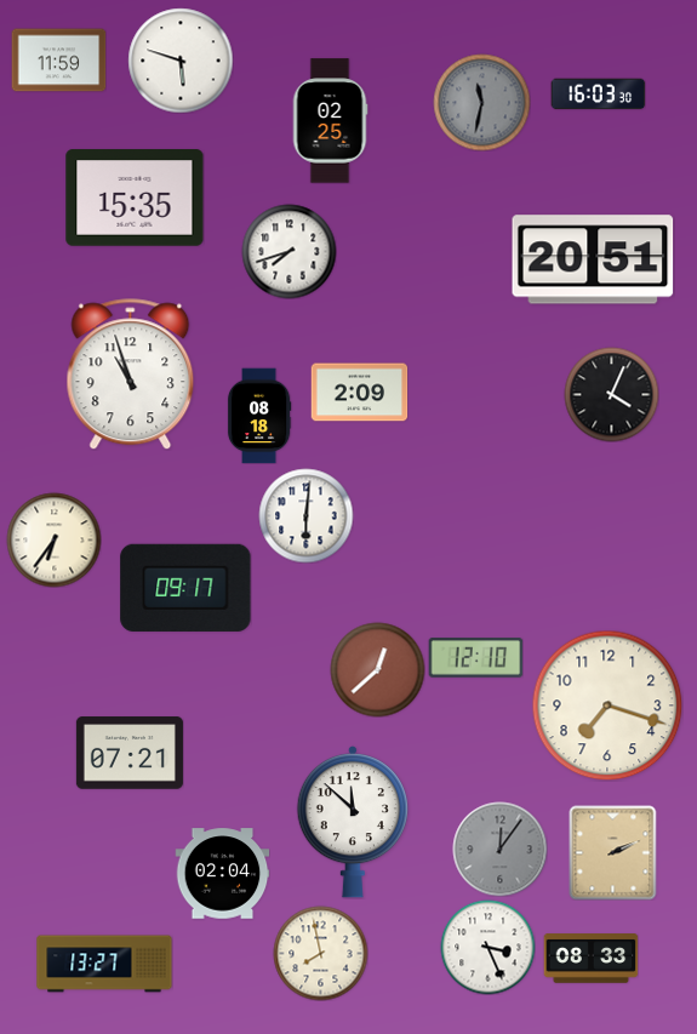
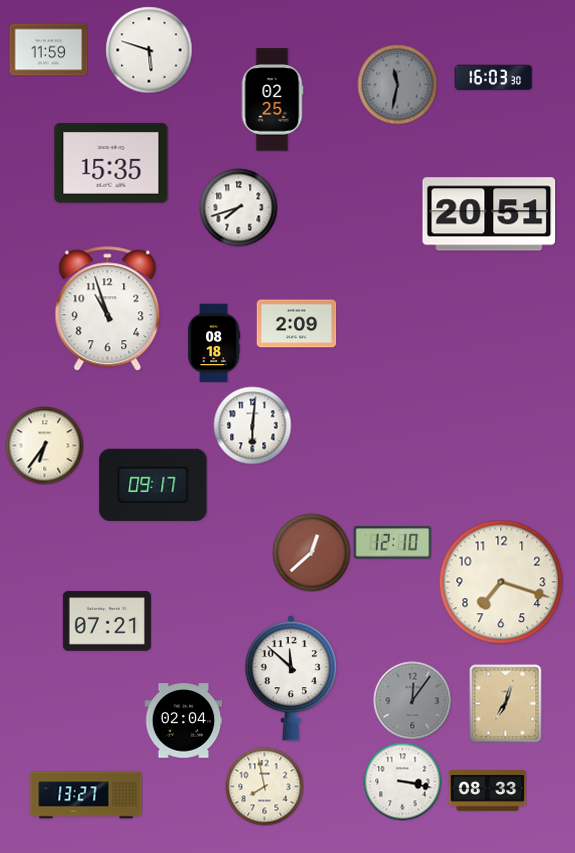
clock at (611, 394): 4:04 -> none
clock at (613, 852): 2:11 -> 7:03
clock at (487, 947): 3:26 -> 3:17
